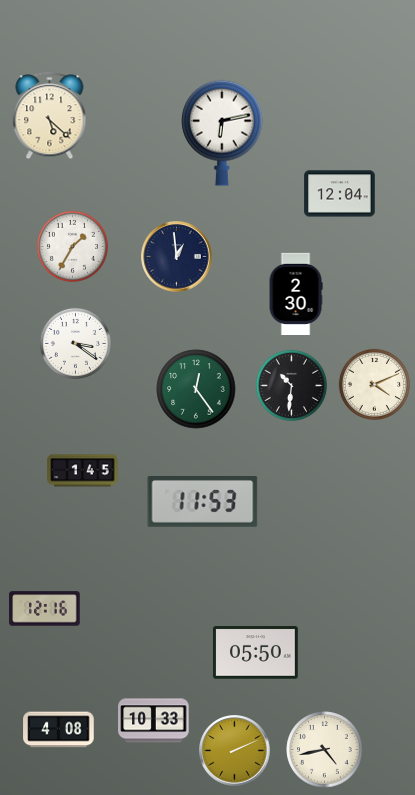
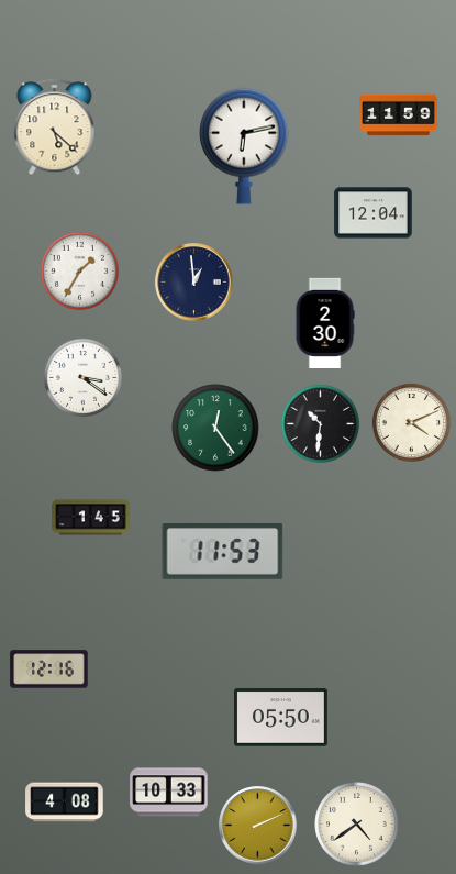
clock at (399, 115): none -> 11:59
clock at (325, 750): 4:43 -> 4:39
